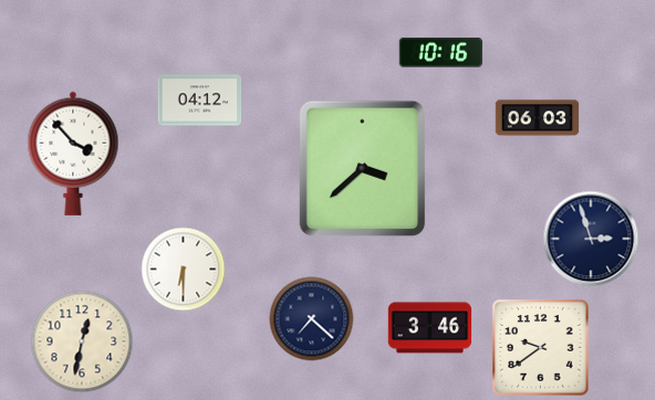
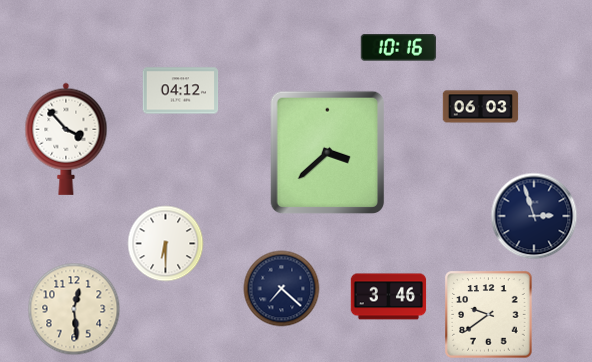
clock at (538, 118) position: (538, 118) -> (481, 107)
clock at (82, 341): 12:32 -> 12:29
